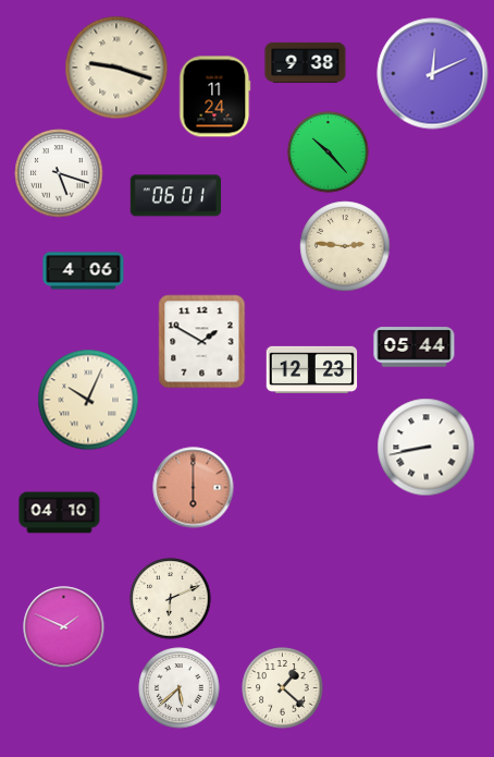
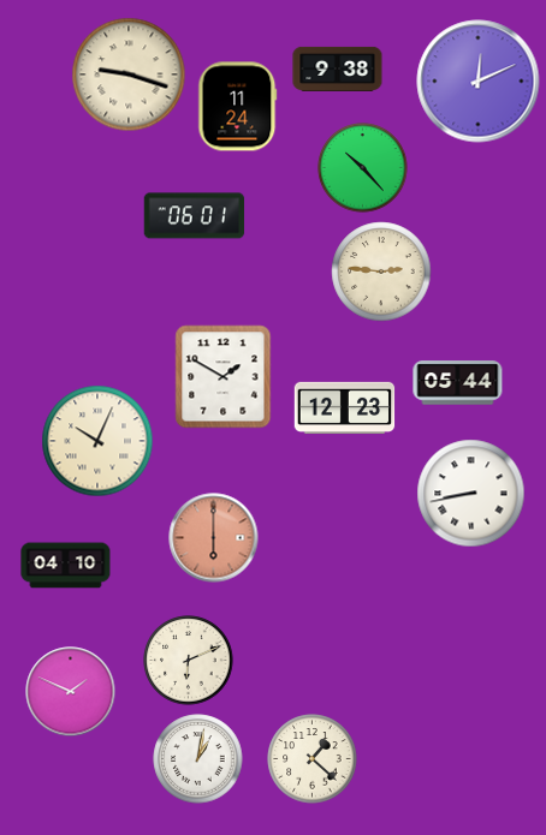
clock at (59, 173): 5:18 -> none
clock at (84, 271): 4:06 -> none
clock at (180, 688): 5:38 -> 1:02
